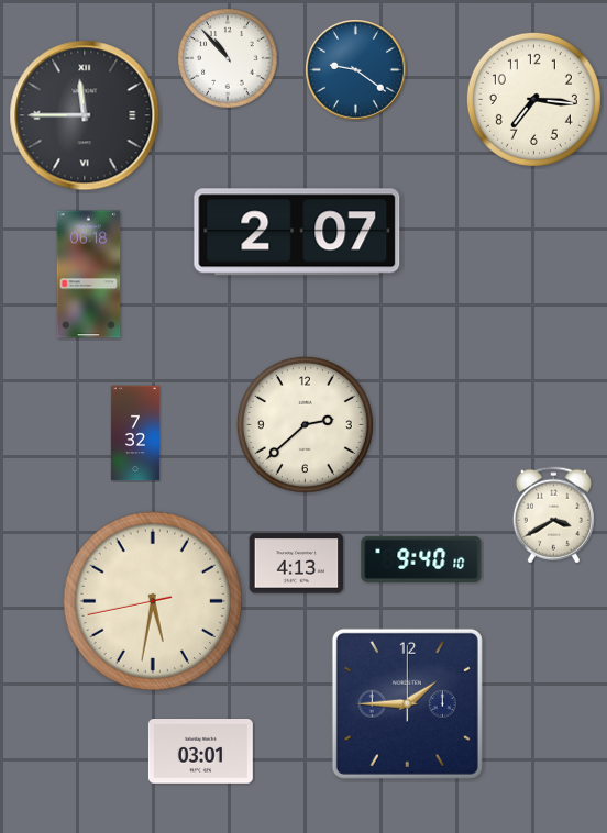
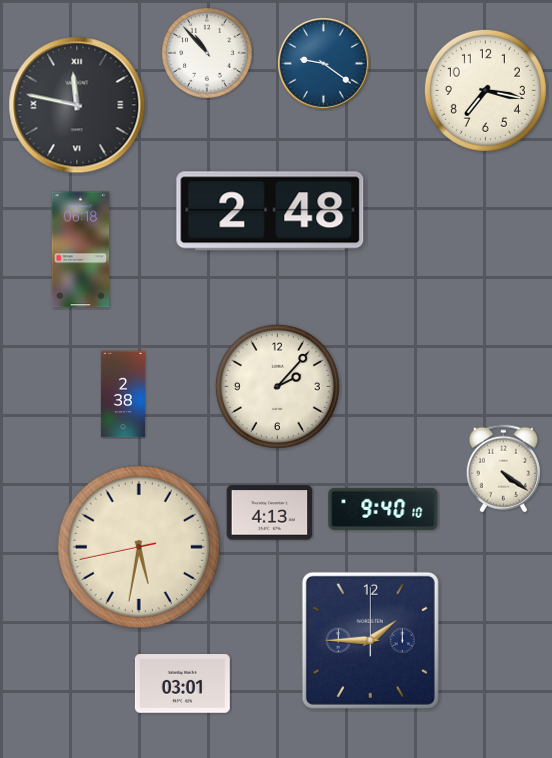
clock at (533, 99): 7:16 -> 7:17
clock at (85, 115): 11:45 -> 11:47
clock at (297, 232): 2:07 -> 2:48
clock at (305, 424): 2:38 -> 2:07
clock at (135, 433): 7:32 -> 2:38
clock at (553, 515): 3:40 -> 4:21
